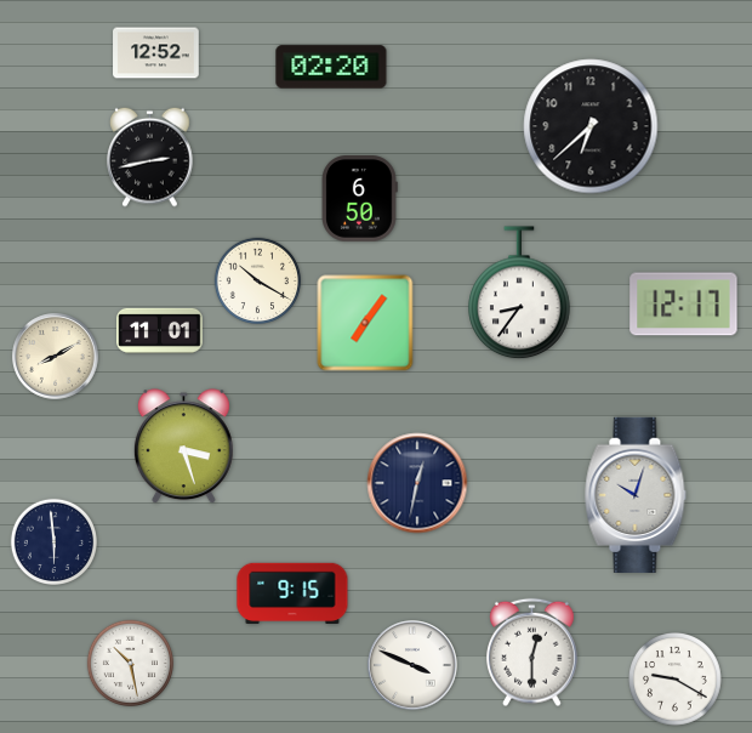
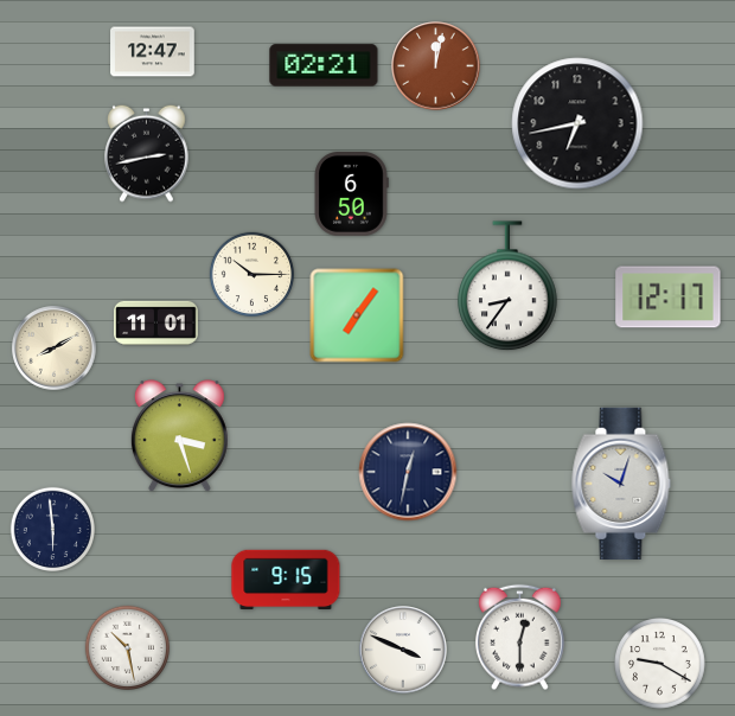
clock at (156, 53): 12:52 -> 12:47
clock at (331, 67): 02:20 -> 02:21
clock at (436, 66): none -> 12:02
clock at (591, 126): 6:38 -> 6:43
clock at (257, 280): 10:20 -> 10:15
